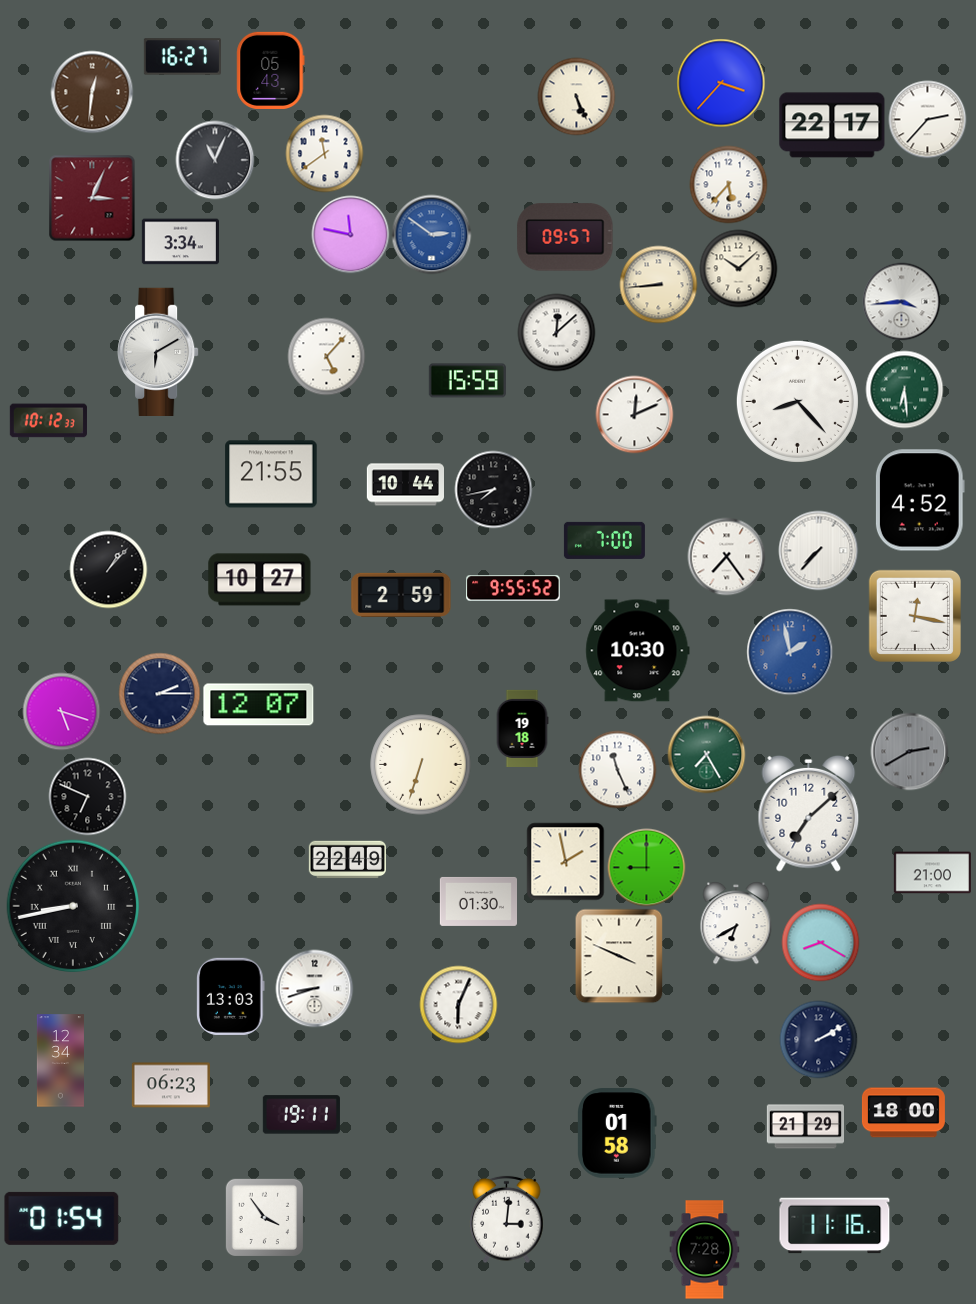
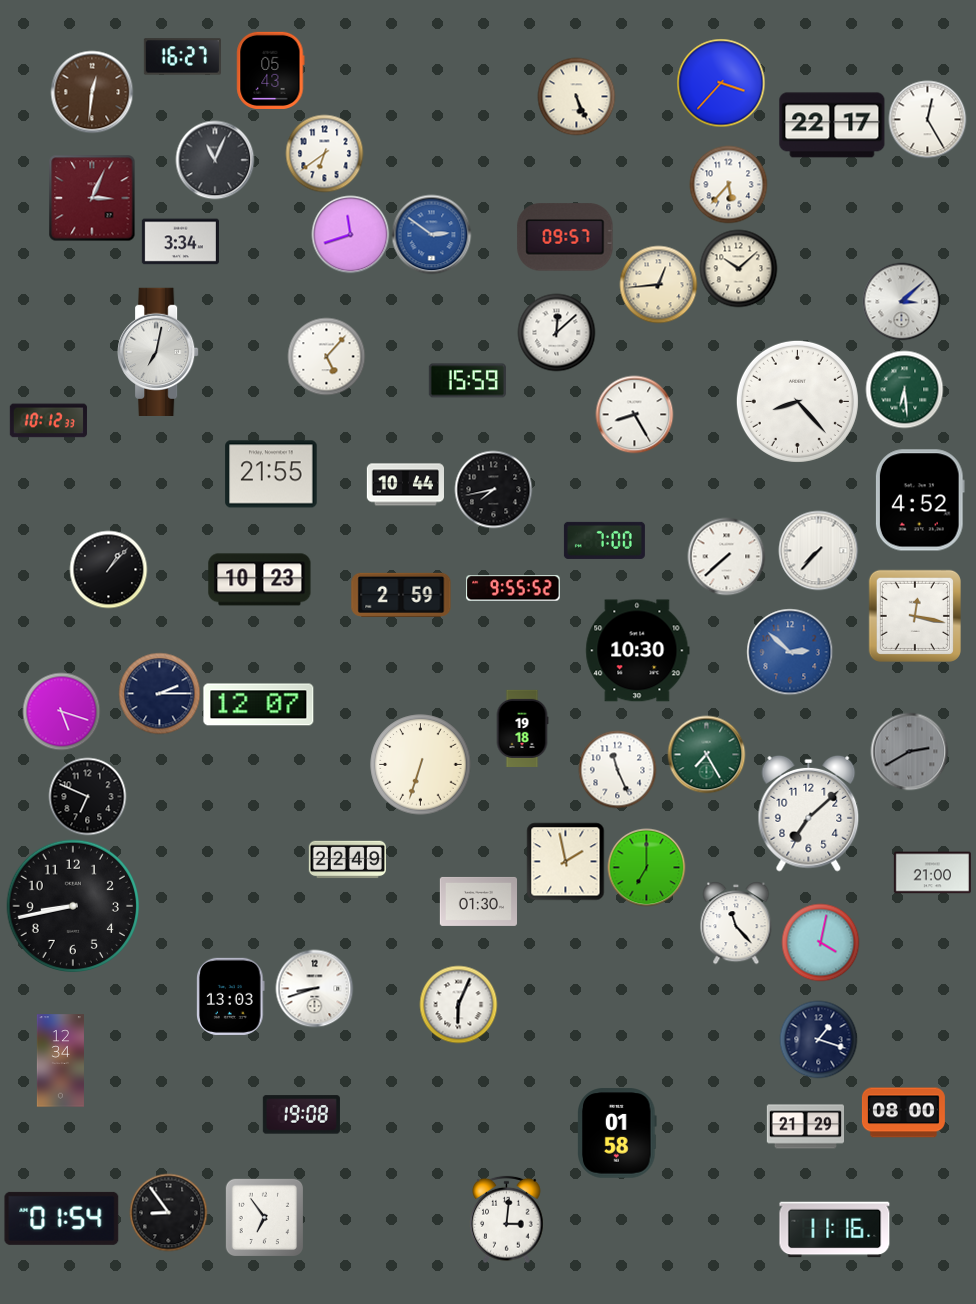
clock at (927, 119): 2:37 -> 12:25
clock at (324, 153): 11:39 -> 6:39
clock at (350, 234): 11:47 -> 11:42
clock at (658, 284): 8:44 -> 12:44
clock at (901, 301): 3:44 -> 3:08
clock at (158, 351): 6:10 -> 7:02
clock at (634, 414): 12:11 -> 8:25
clock at (726, 556): 7:24 -> 7:38
clock at (260, 580): 10:27 -> 10:23
clock at (790, 652): 1:58 -> 2:52
clock at (646, 867): 9:00 -> 7:00
clock at (73, 906) numerals: Roman -> Arabic
clock at (736, 923): 6:40 -> 11:23
clock at (820, 942): 8:20 -> 4:02
clock at (619, 956): 3:49 -> none
clock at (818, 1039): 2:10 -> 1:18
clock at (171, 1085): 06:23 -> none
clock at (903, 1113): 18:00 -> 08:00
clock at (301, 1115): 19:11 -> 19:08
clock at (168, 1212): none -> 8:54
clock at (264, 1217): 3:54 -> 6:54
clock at (835, 1226) position: (835, 1226) -> (835, 1230)
clock at (705, 1250): 7:28 -> none
